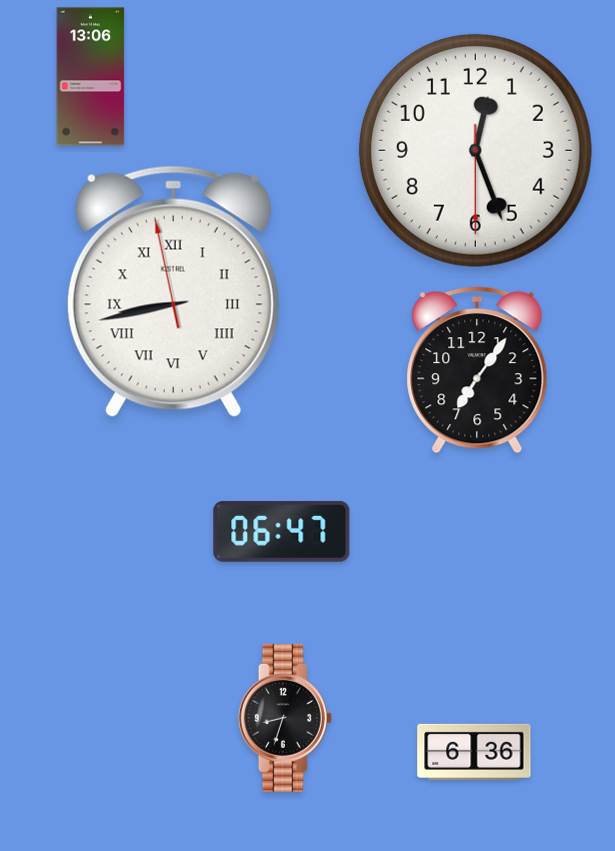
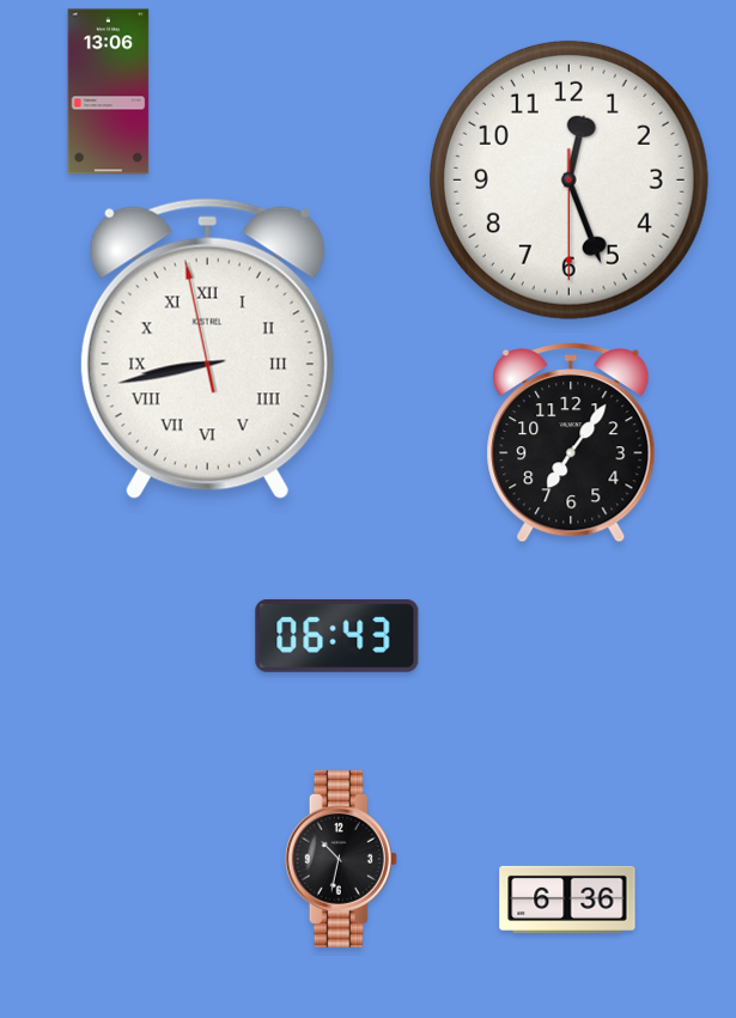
clock at (282, 531): 06:47 -> 06:43
clock at (285, 718): 8:33 -> 10:32
